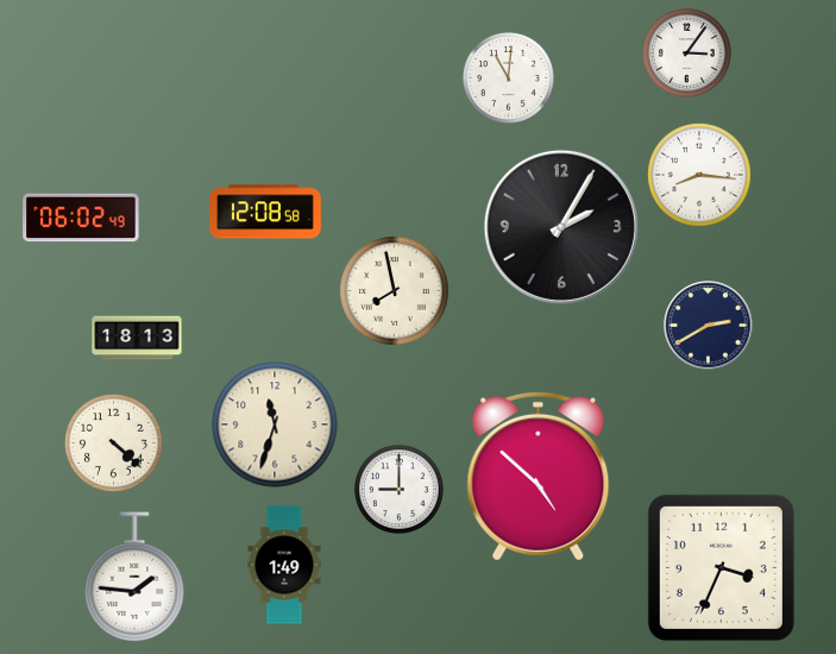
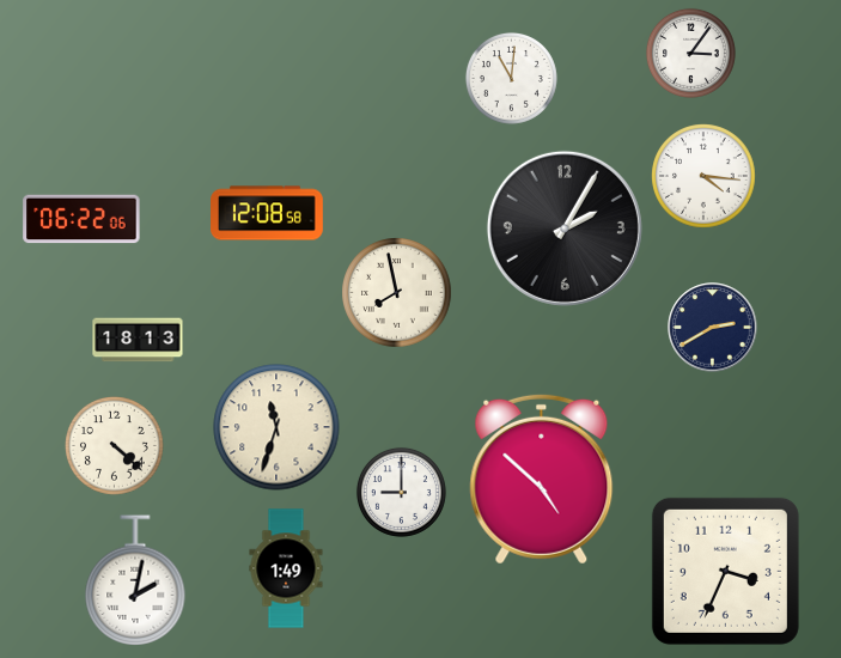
clock at (699, 175): 8:16 -> 4:16
clock at (81, 218): 06:02 -> 06:22
clock at (134, 577): 1:46 -> 2:02
